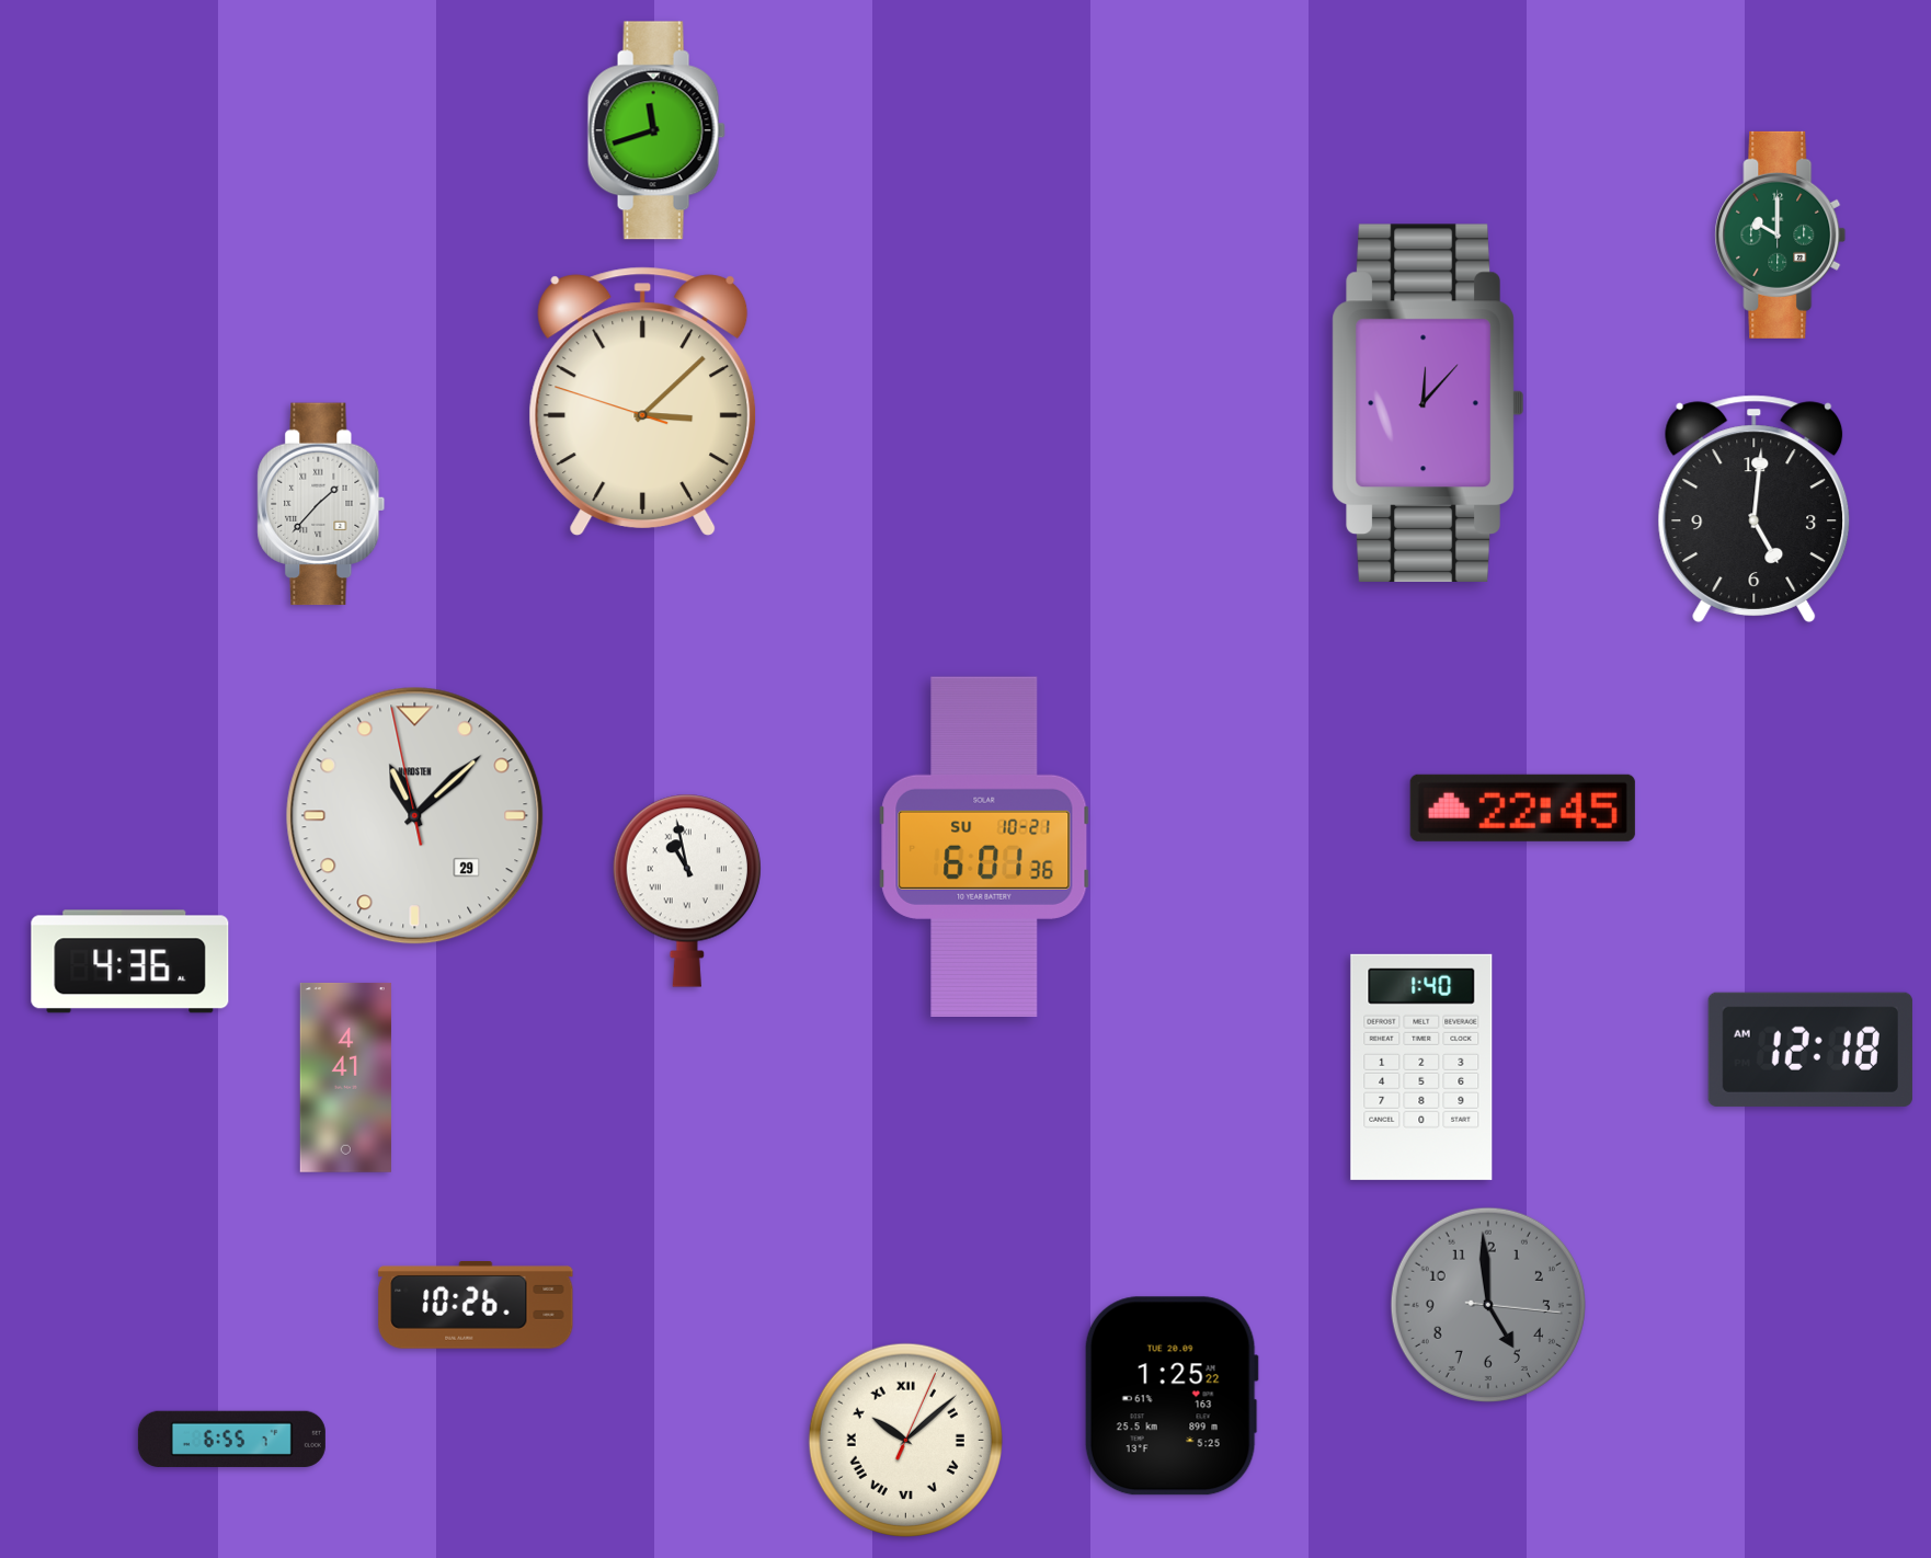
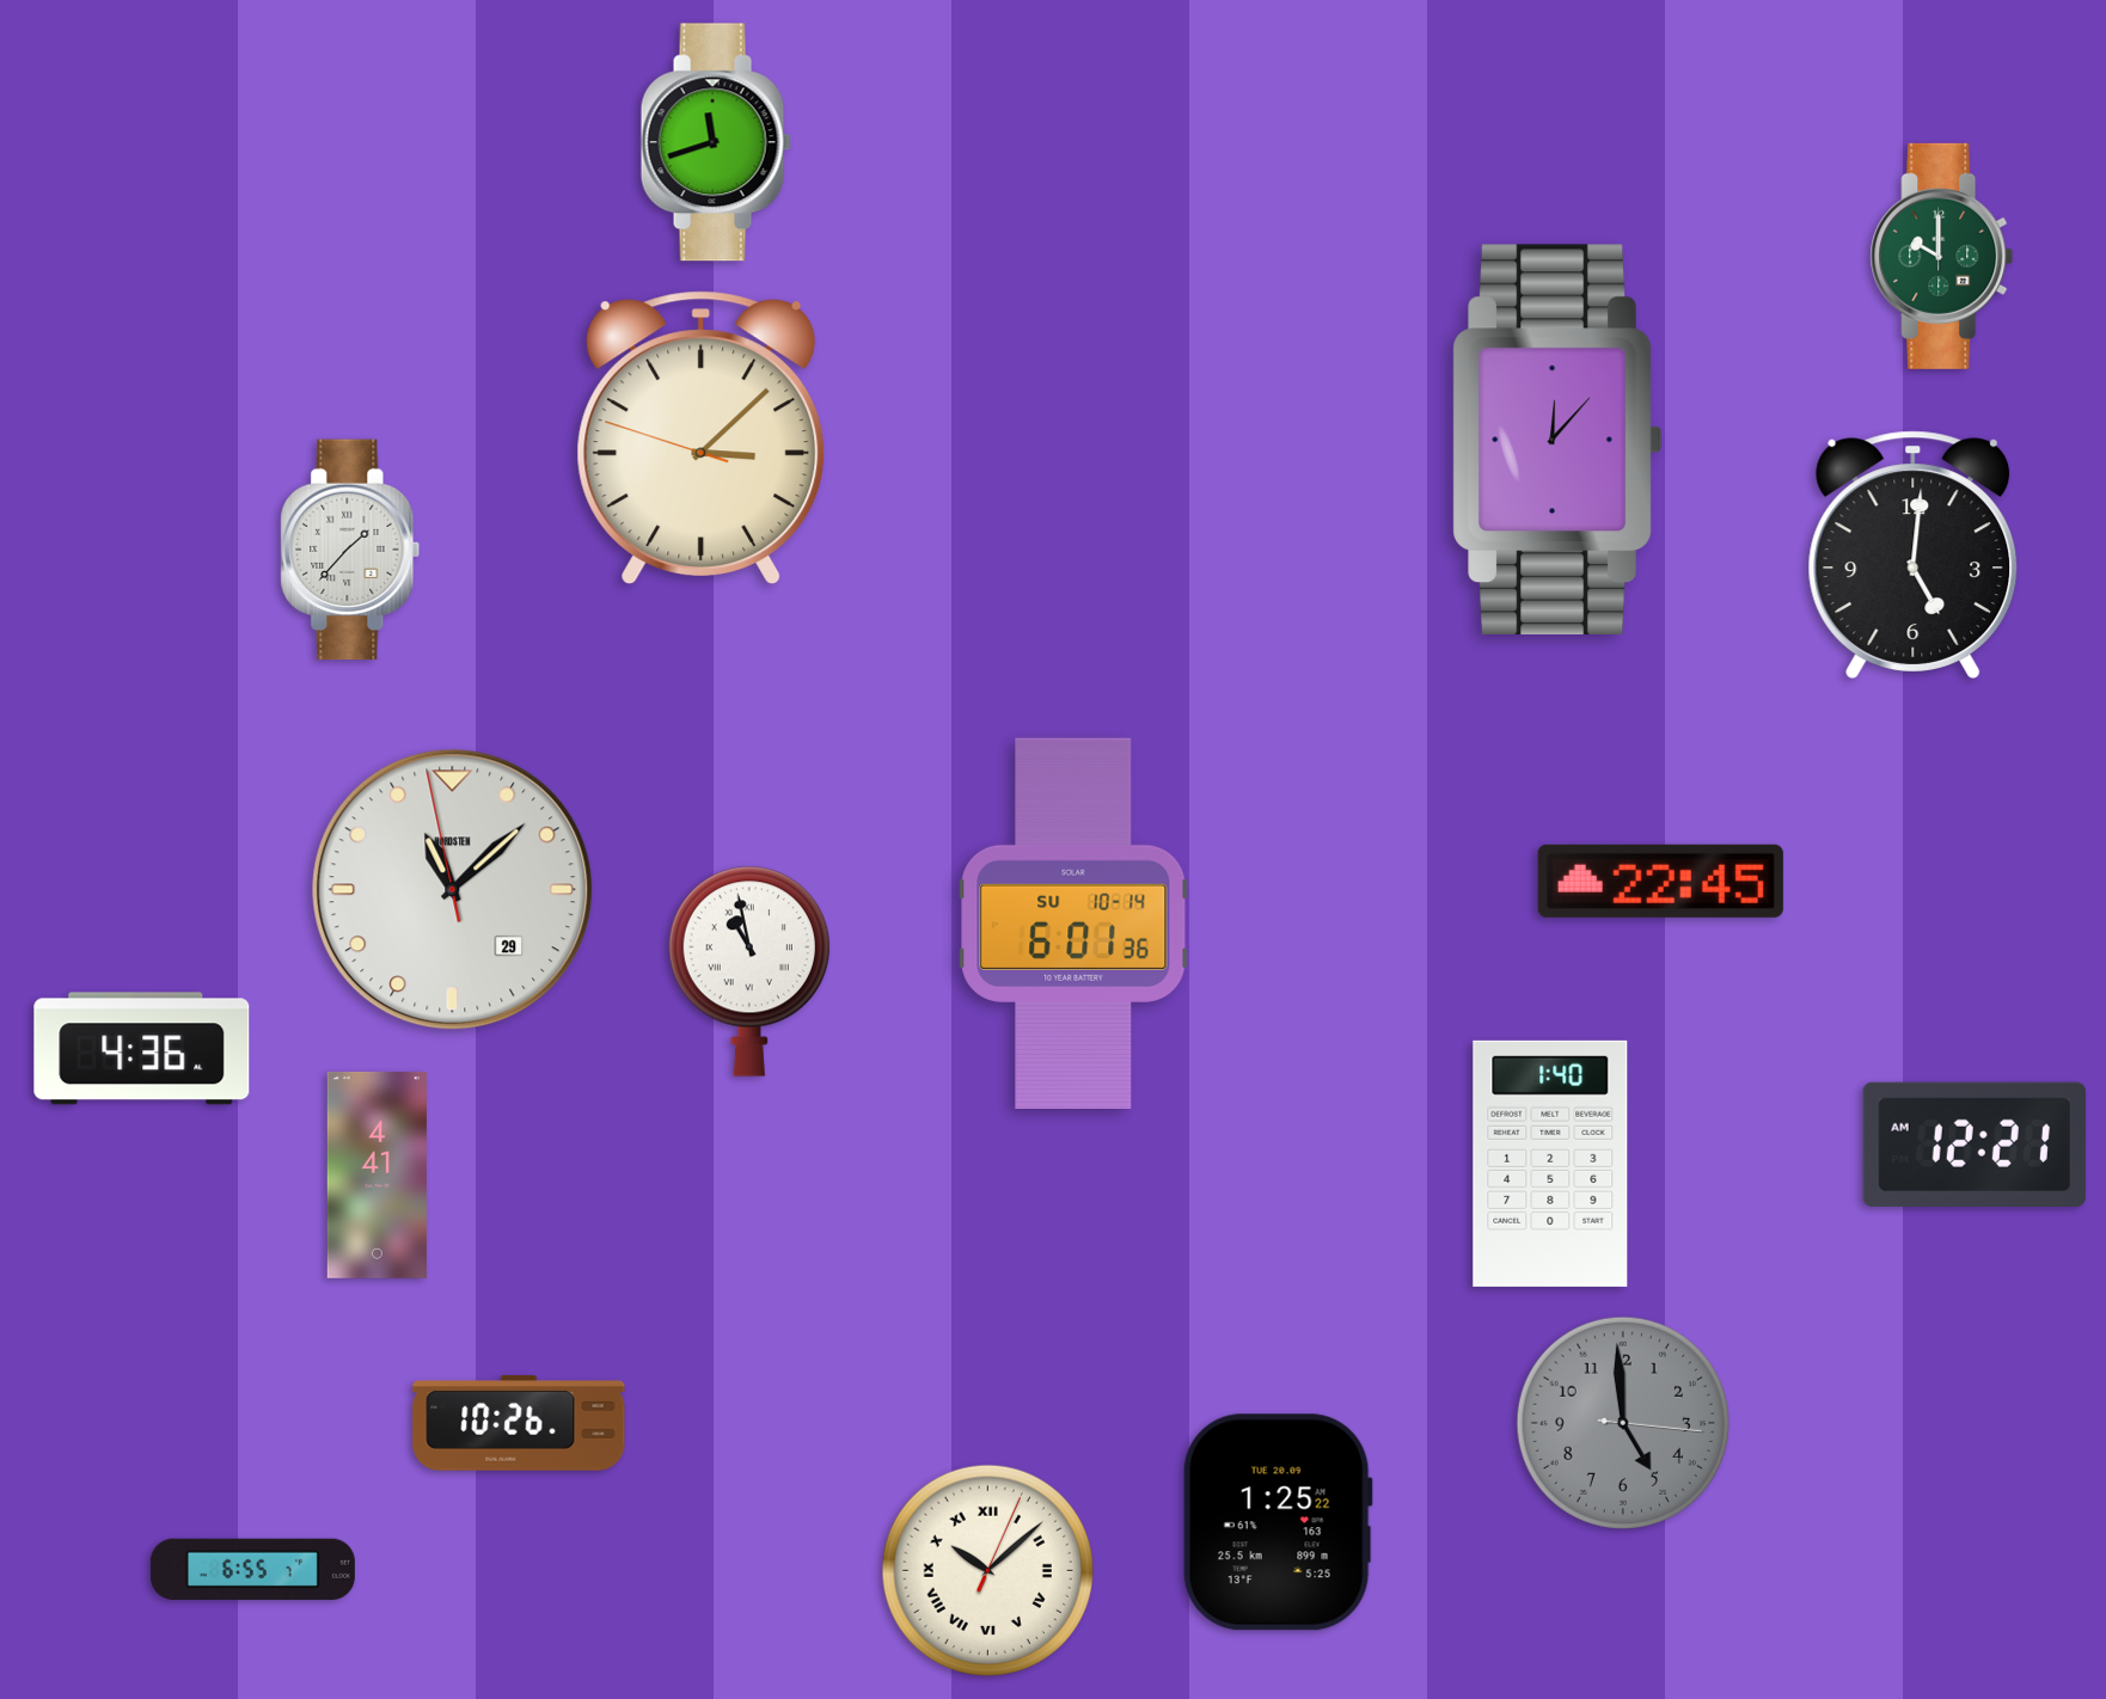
clock at (984, 847) date: SU 10-21 -> SU 10-14
clock at (1810, 1050): 12:18 -> 12:21
